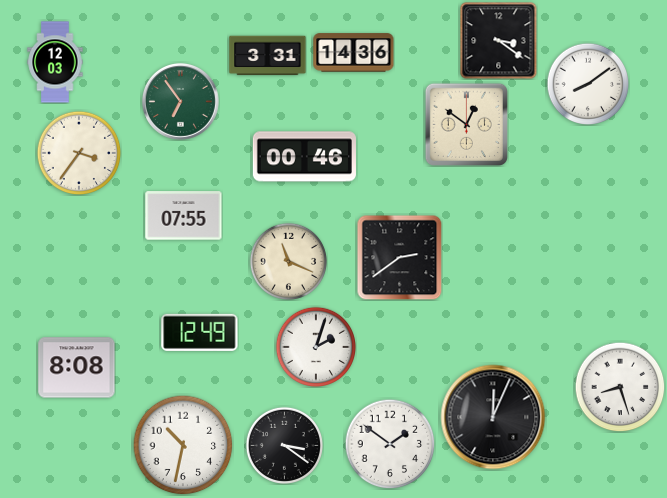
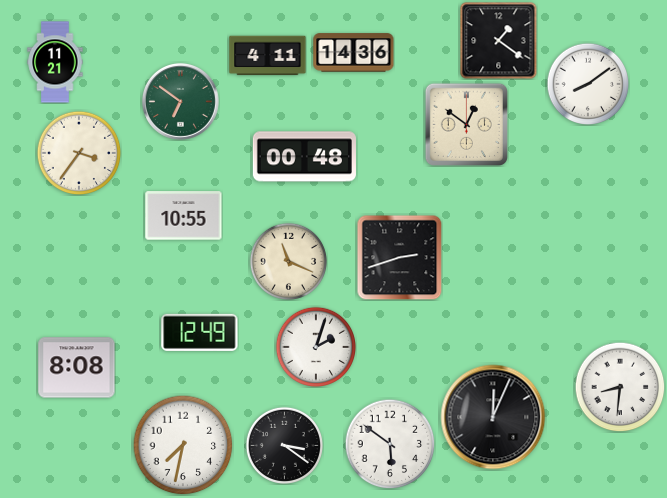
clock at (498, 40): 3:21 -> 1:21
clock at (268, 56): 3:31 -> 4:11
clock at (55, 62): 12:03 -> 11:21
clock at (180, 101): 6:54 -> 6:51
clock at (304, 157): 00:46 -> 00:48
clock at (184, 216): 07:55 -> 10:55
clock at (399, 257): 2:39 -> 2:42
clock at (620, 387): 8:27 -> 8:31
clock at (390, 444): 1:51 -> 5:51
clock at (183, 445): 10:32 -> 7:32
